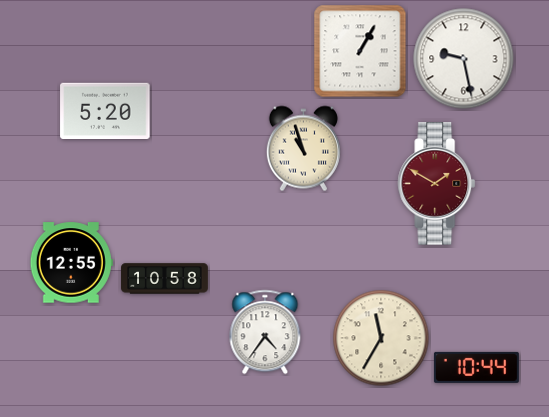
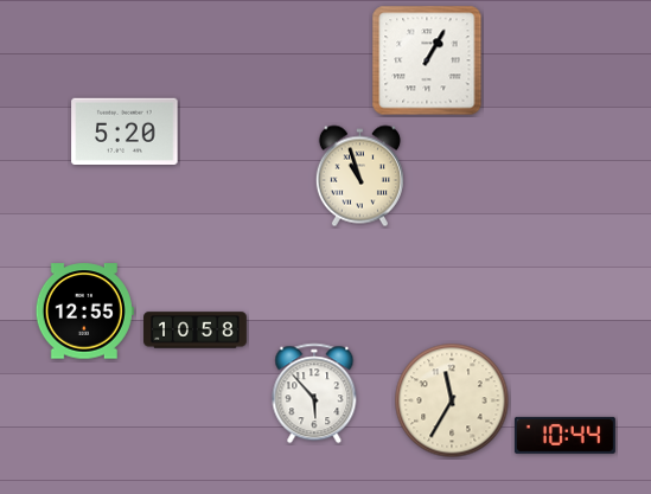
clock at (464, 59): 9:28 -> none
clock at (437, 184): 1:50 -> none
clock at (265, 332): 4:36 -> 5:53
